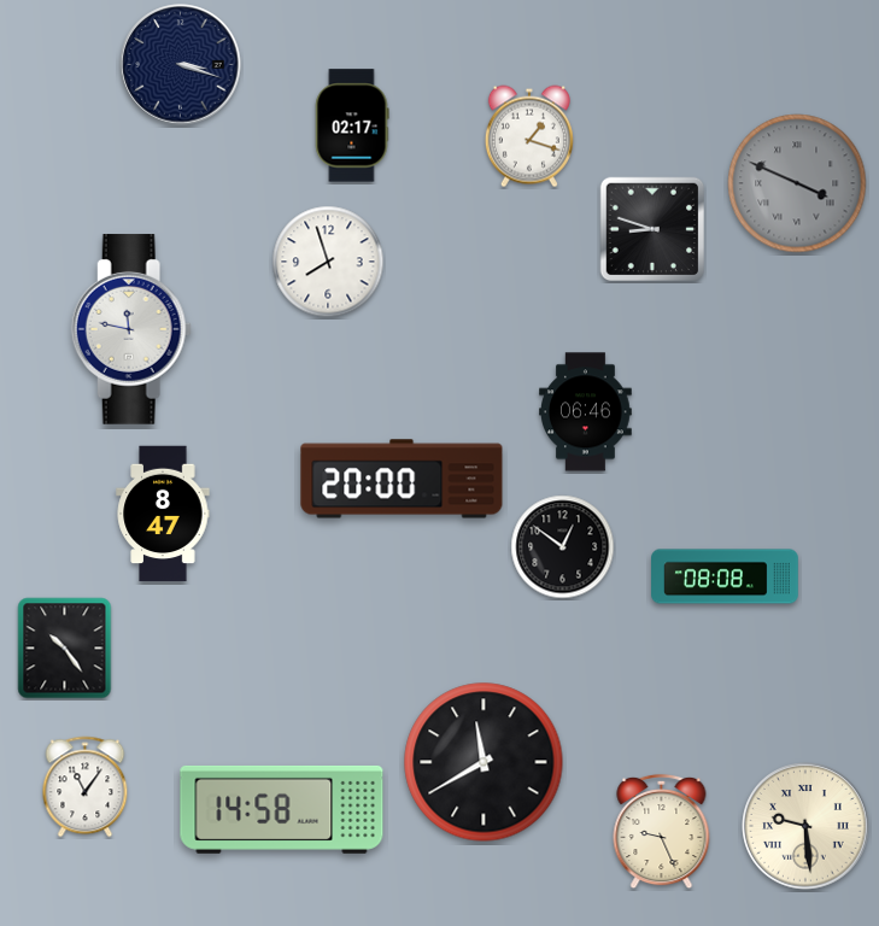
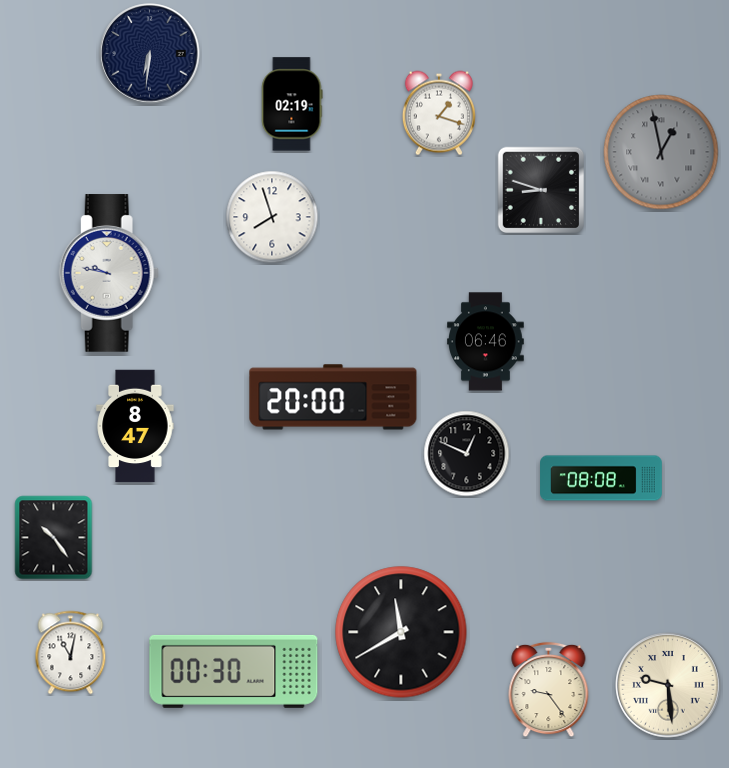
clock at (181, 65): 3:18 -> 6:31
clock at (352, 125): 02:17 -> 02:19
clock at (797, 183): 3:49 -> 12:58
clock at (131, 329): 11:47 -> 9:47
clock at (563, 547): 12:51 -> 12:49
clock at (86, 787): 11:06 -> 11:02
clock at (282, 809): 14:58 -> 00:30
clock at (662, 832): 9:26 -> 9:24
